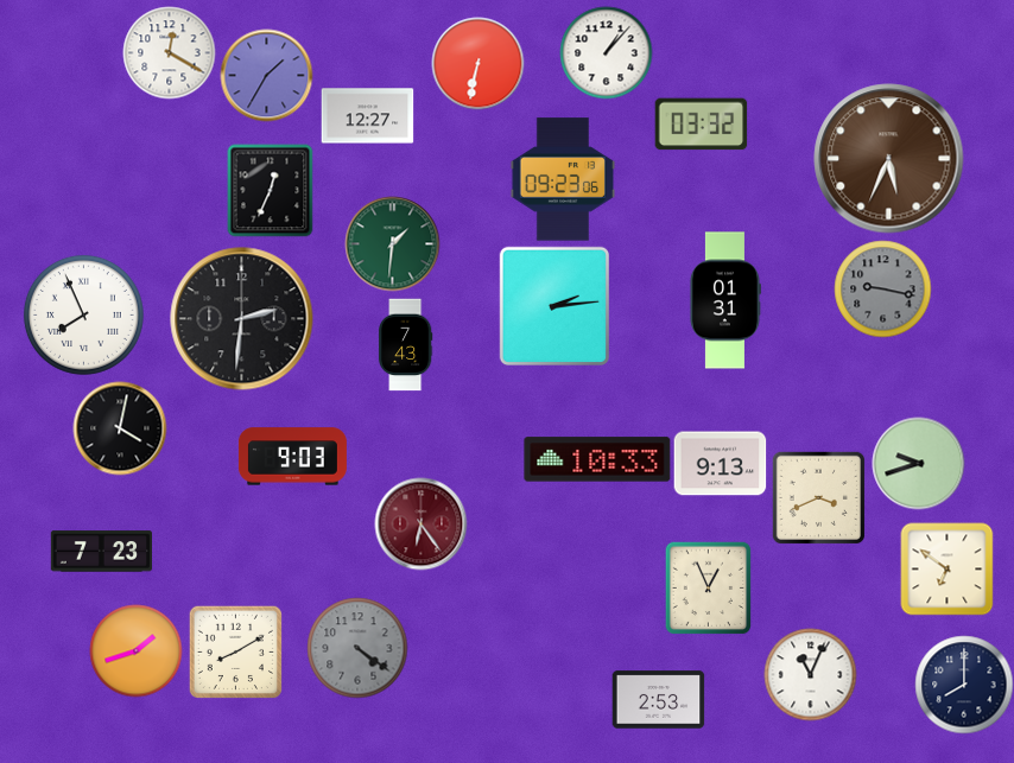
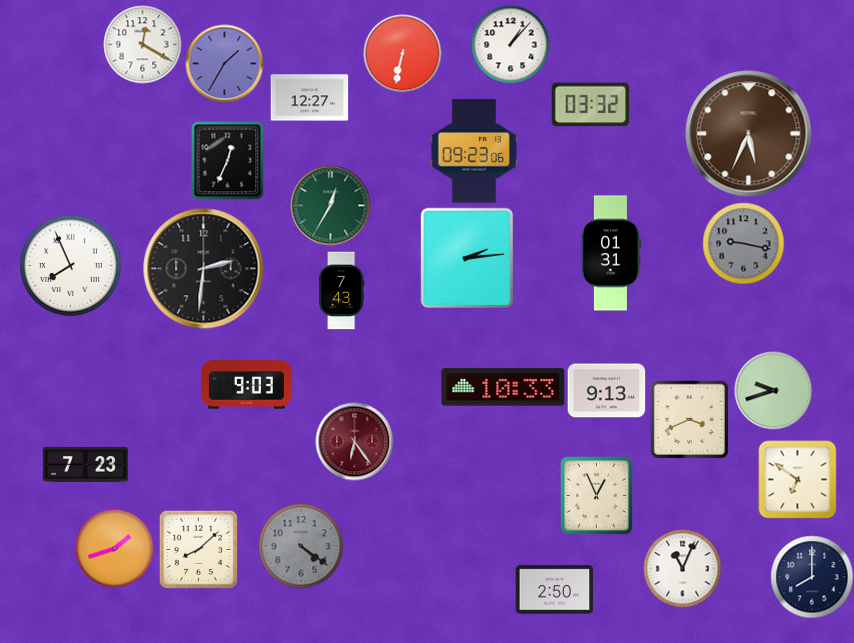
clock at (392, 243): 1:31 -> 12:35
clock at (120, 428): 4:02 -> none
clock at (235, 651): 8:10 -> 8:08
clock at (658, 700): 2:53 -> 2:50
